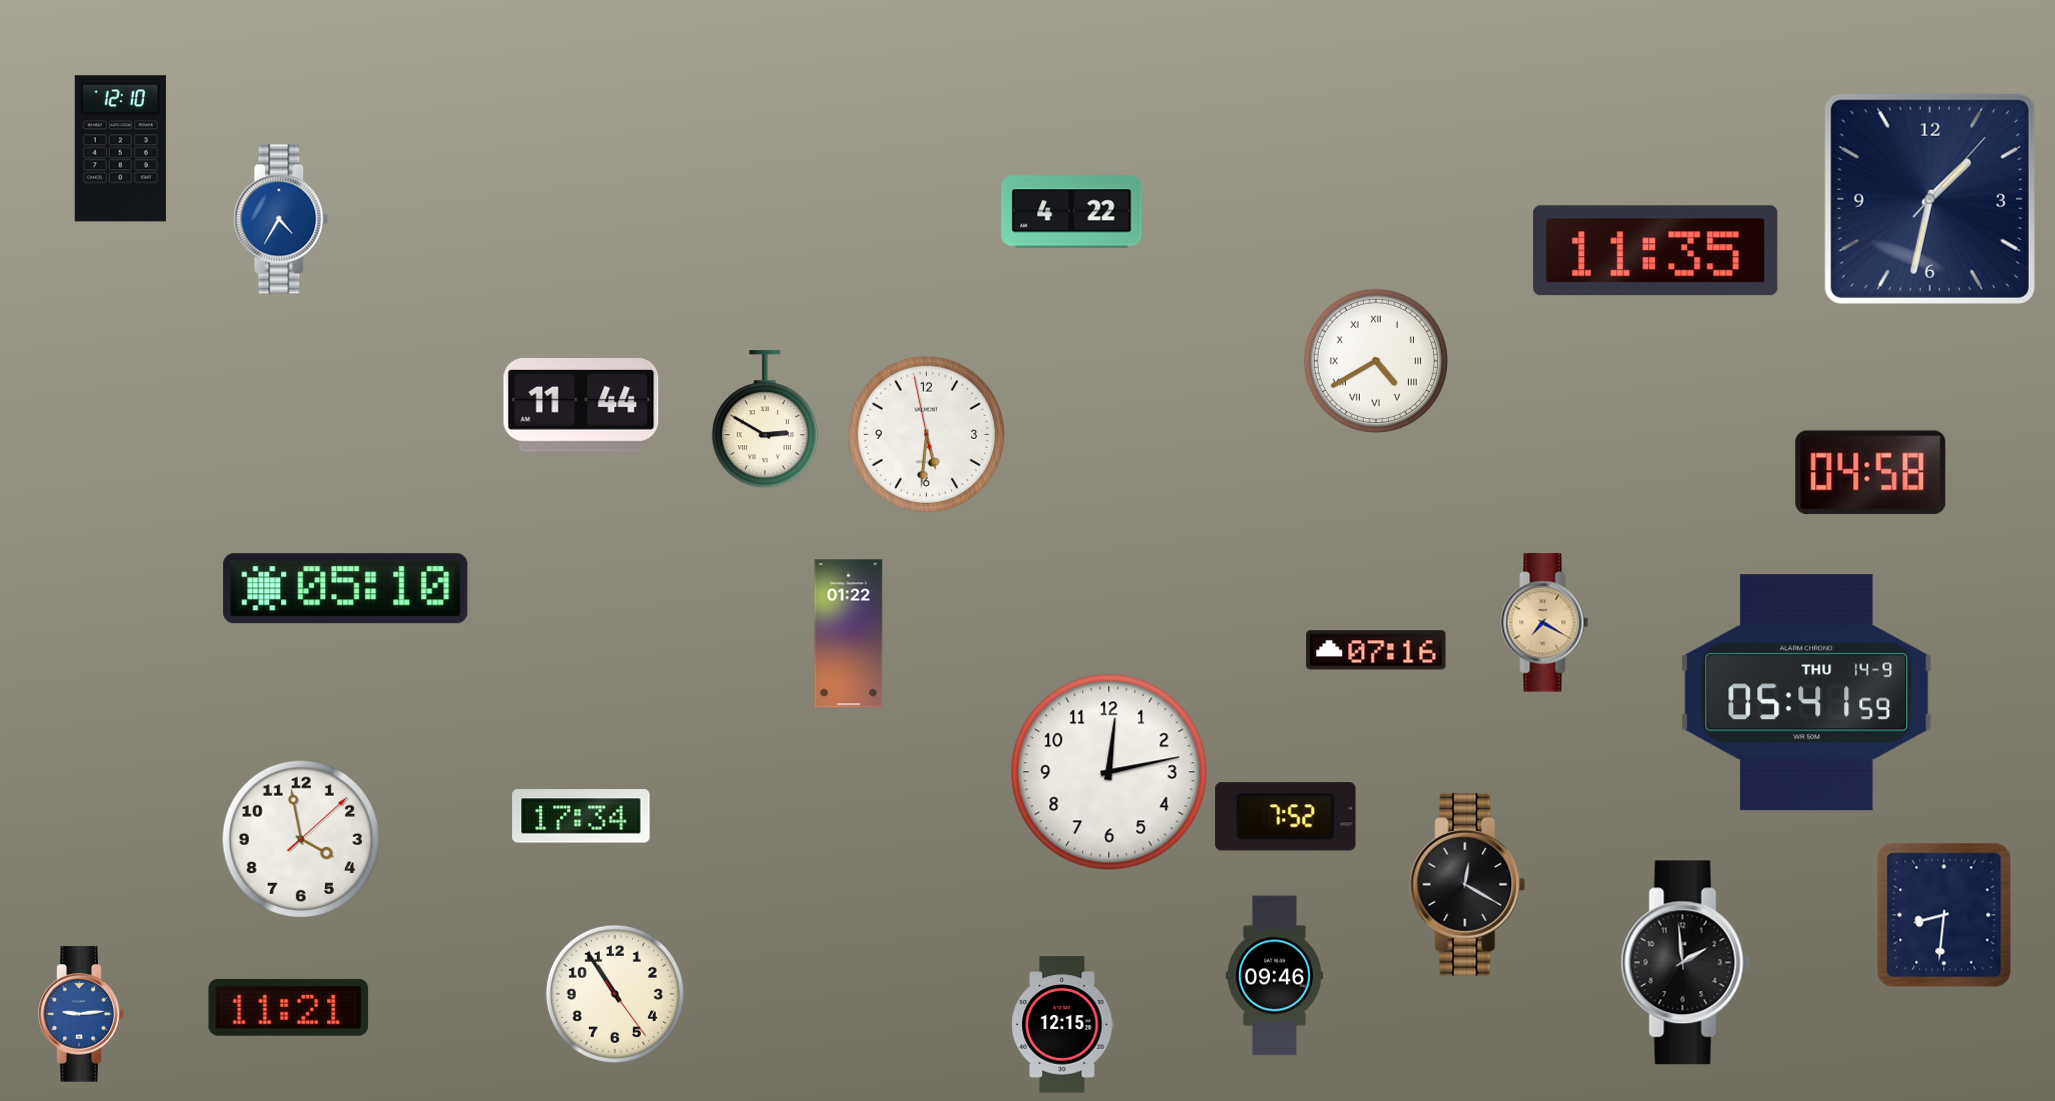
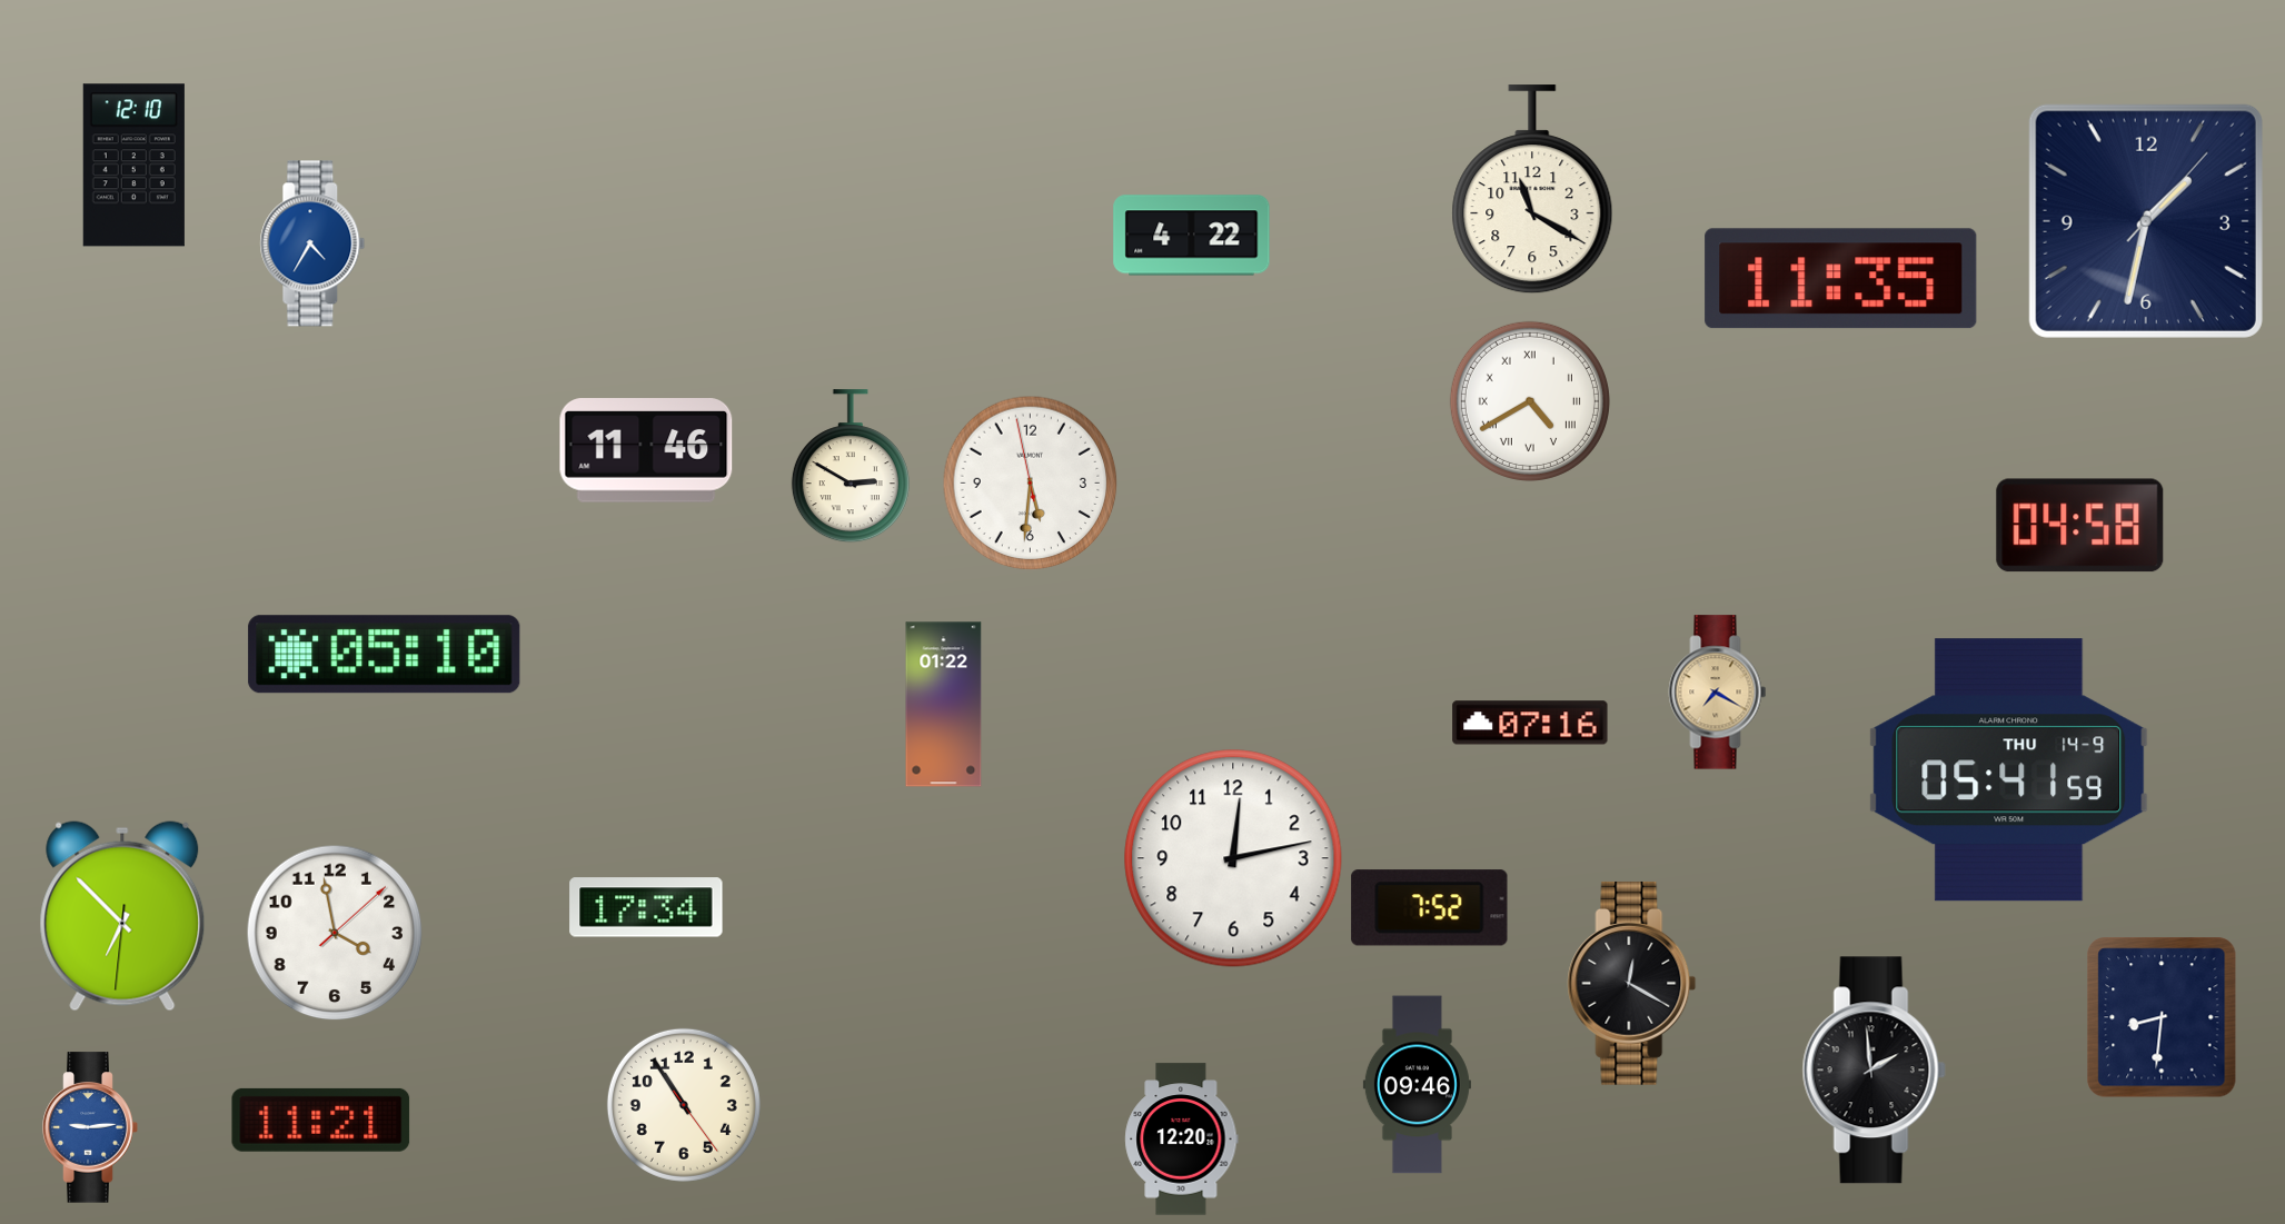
clock at (1532, 190): none -> 11:20
clock at (581, 406): 11:44 -> 11:46
clock at (122, 916): none -> 6:52
clock at (1063, 1025): 12:15 -> 12:20
